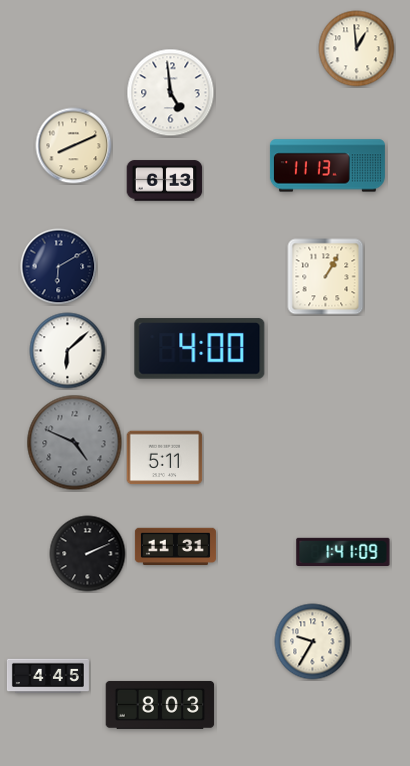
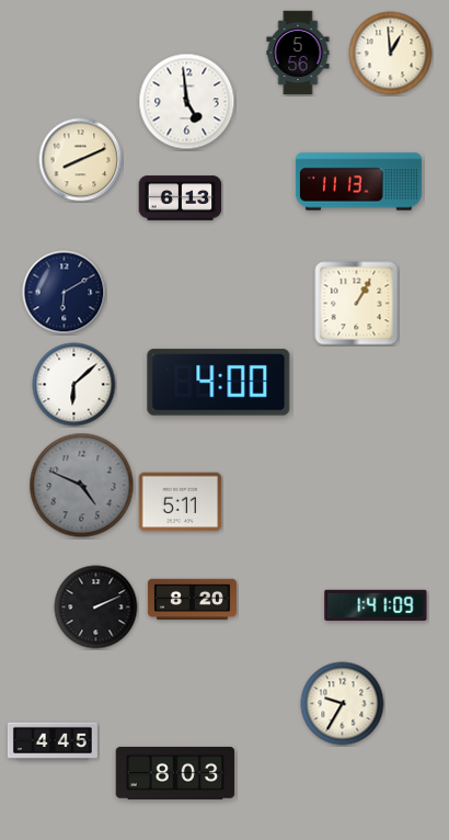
clock at (298, 53): none -> 5:56
clock at (175, 546): 11:31 -> 8:20
